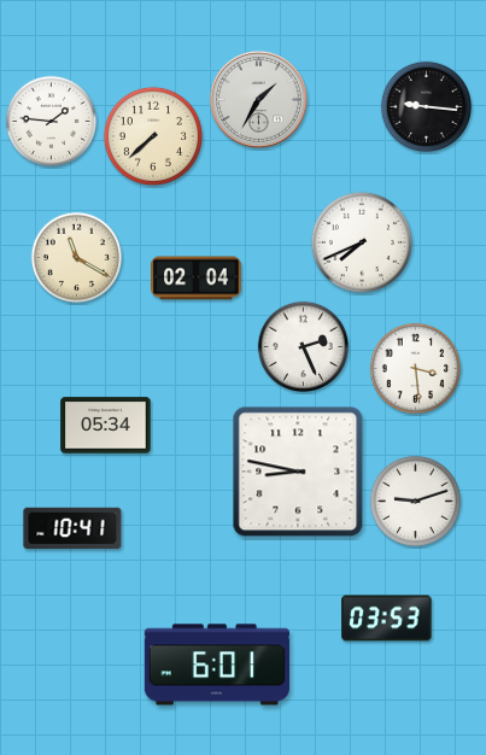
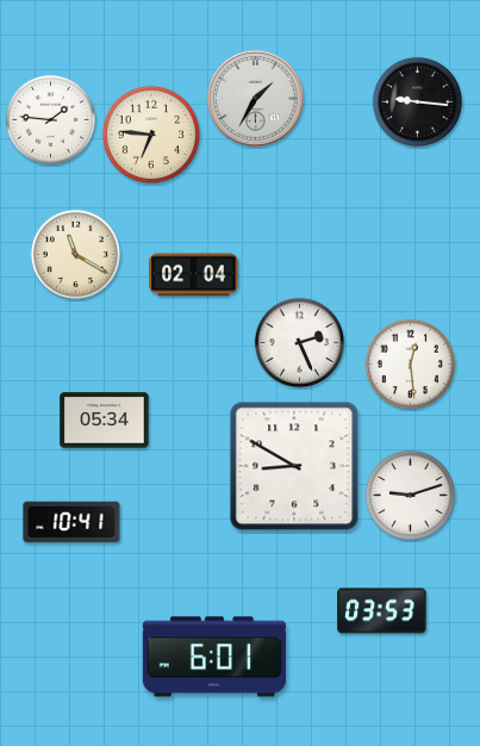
clock at (426, 106) position: (426, 106) -> (417, 101)
clock at (153, 136): 7:38 -> 6:46
clock at (362, 242): 7:41 -> none
clock at (415, 368): 3:29 -> 12:29
clock at (298, 472): 8:47 -> 8:50
